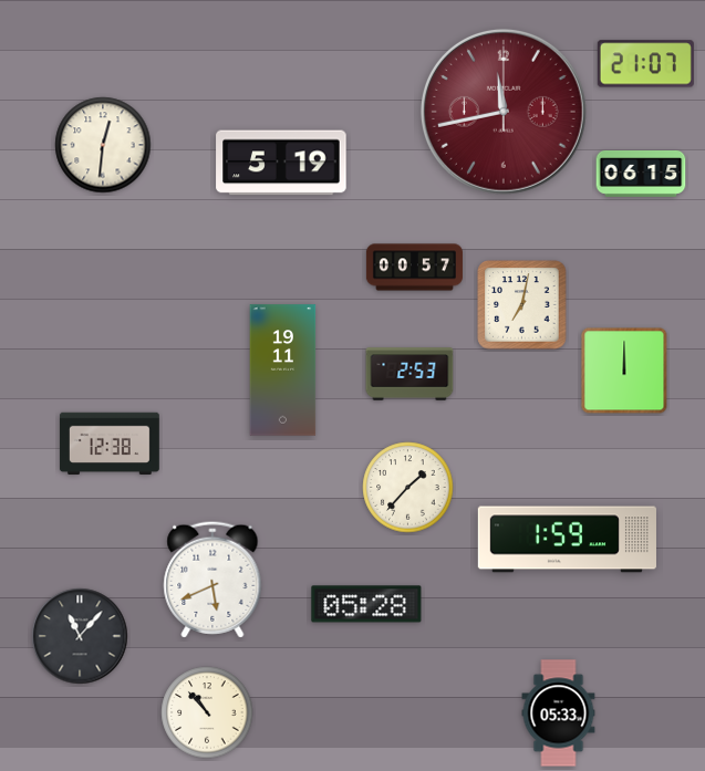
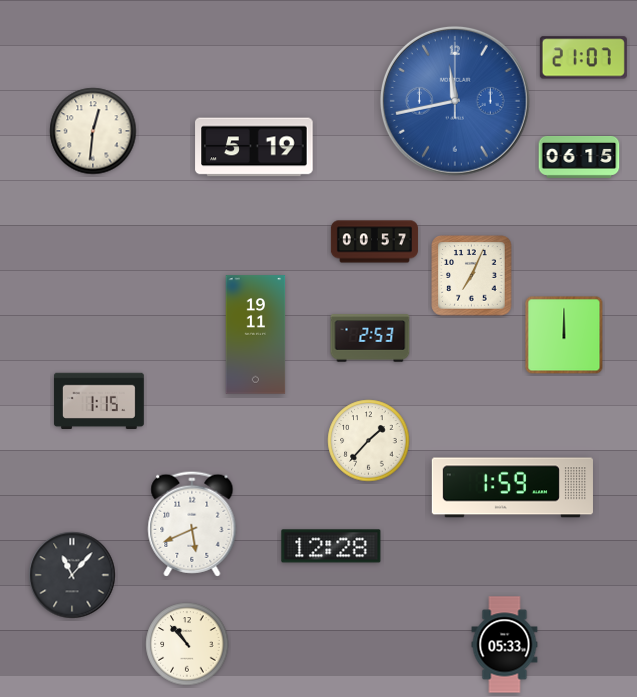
clock at (504, 112) dial: burgundy -> blue
clock at (522, 305): 7:02 -> 7:04
clock at (110, 442): 12:38 -> 1:15
clock at (366, 604): 05:28 -> 12:28
